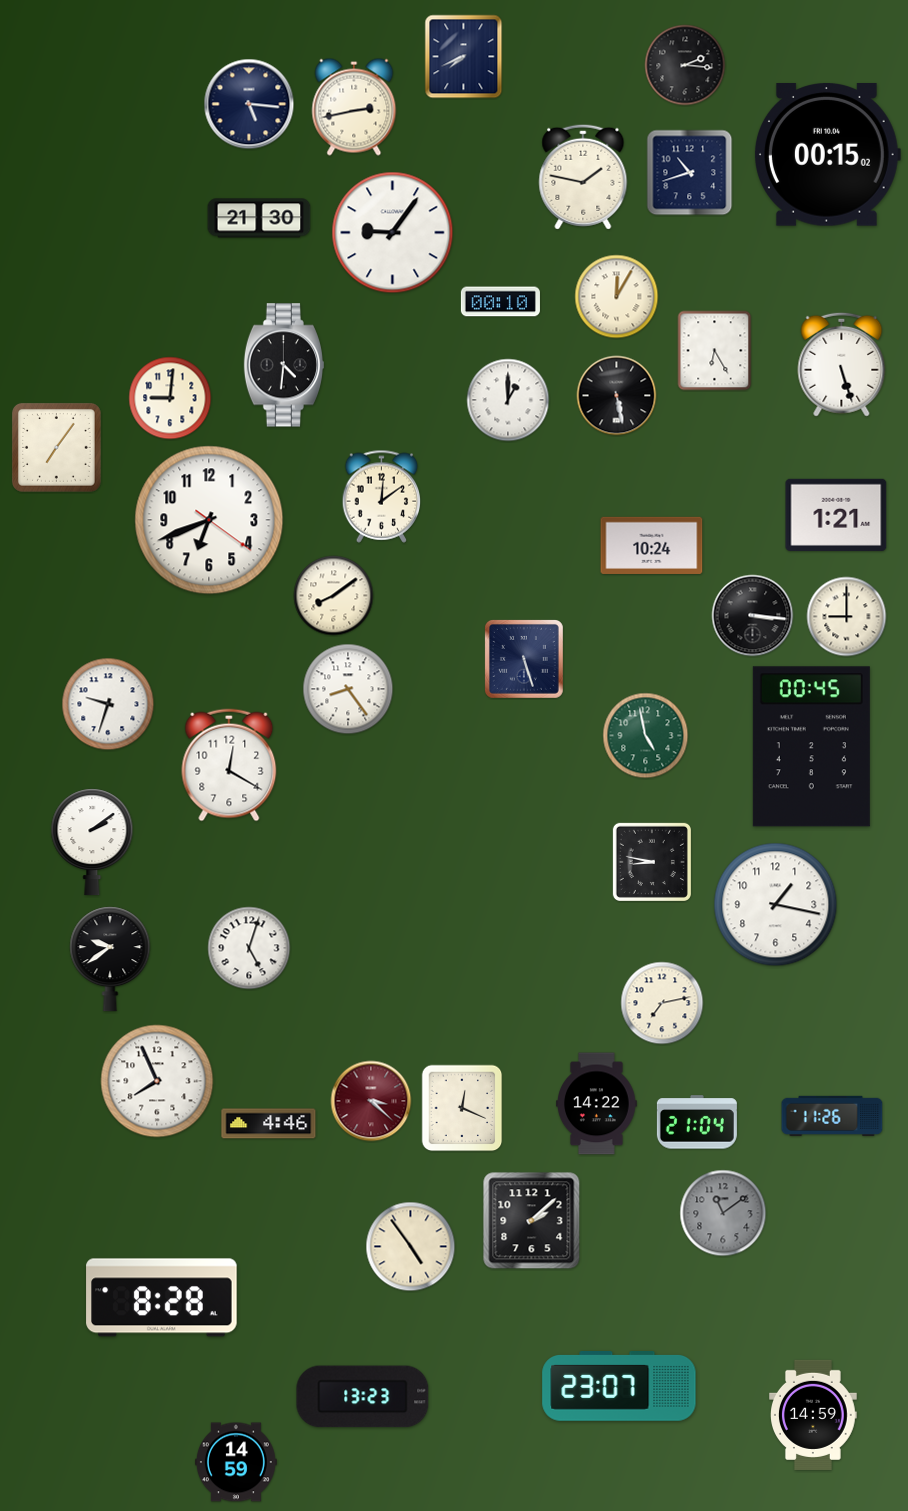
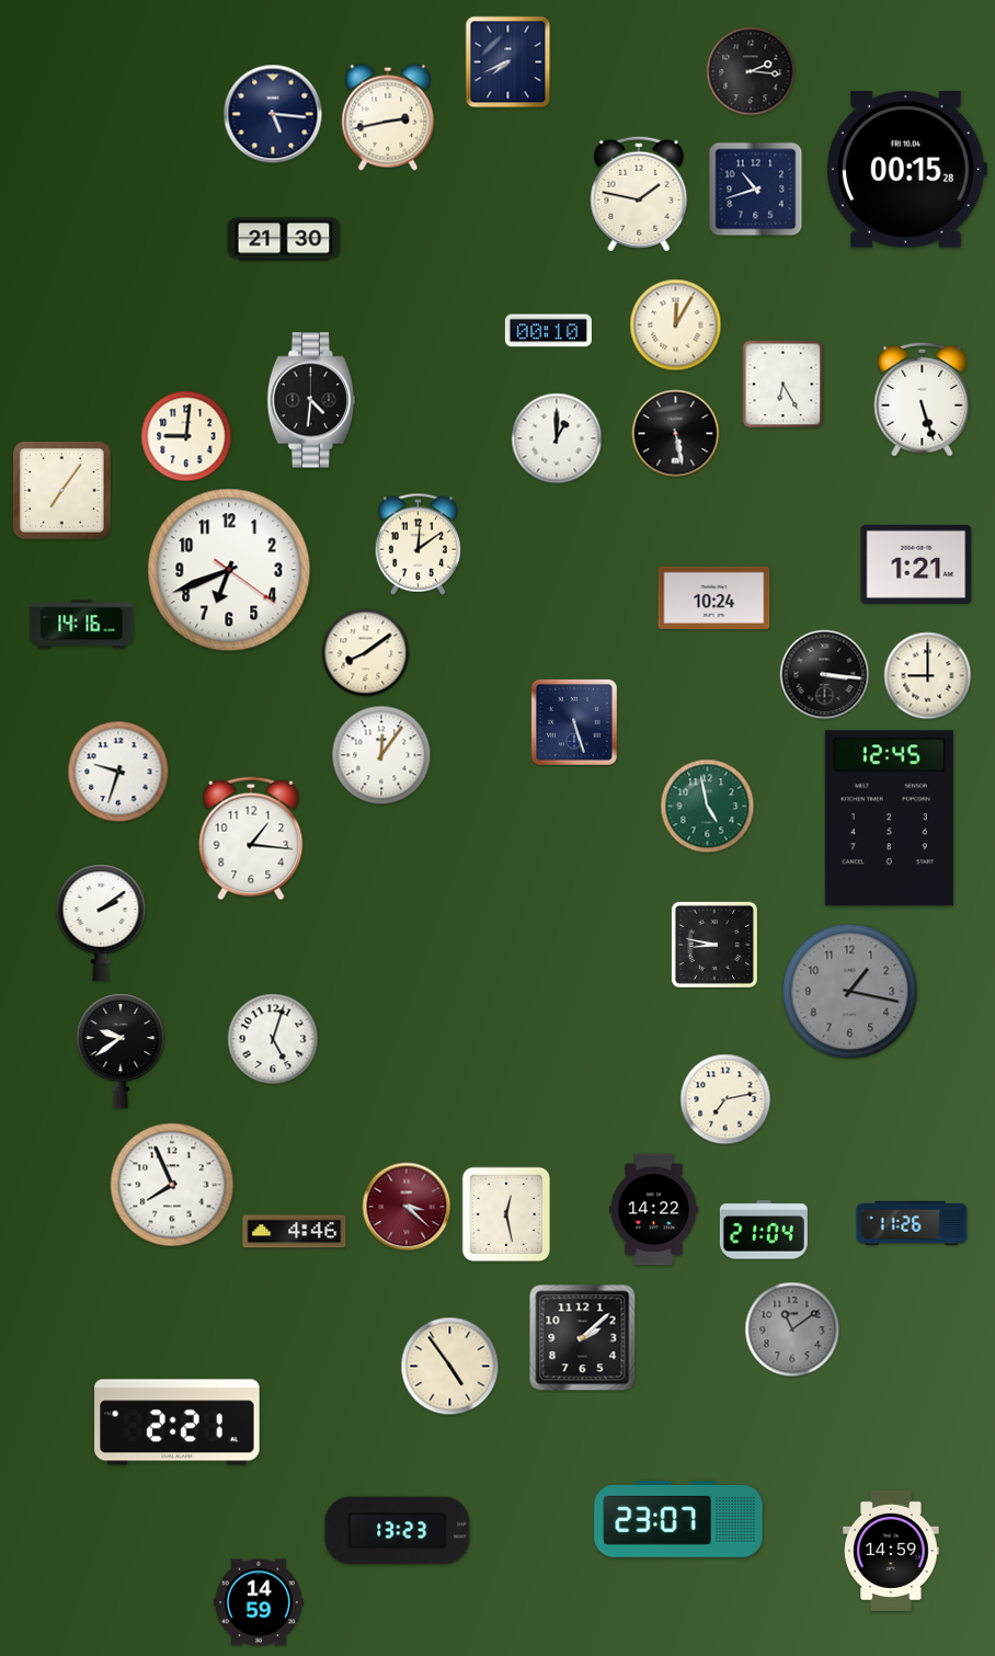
clock at (827, 155): 00:15:02 -> 00:15:28
clock at (393, 233): 9:06 -> none
clock at (82, 625): none -> 14:16
clock at (348, 689): 8:24 -> 12:06
clock at (811, 747): 00:45 -> 12:45
clock at (229, 765): 12:20 -> 1:16
clock at (776, 905) dial: white -> grey
clock at (462, 1108): 12:19 -> 12:28
clock at (162, 1298): 8:28 -> 2:21
